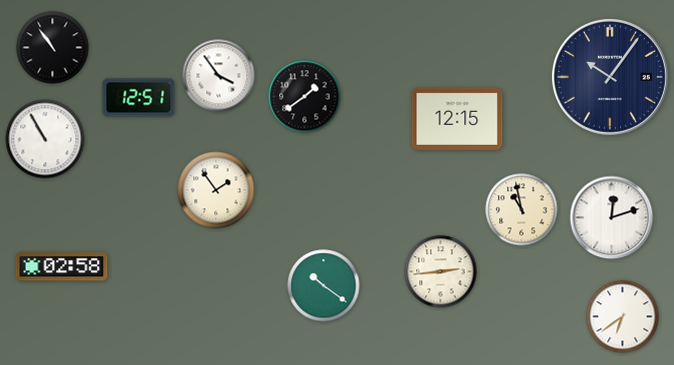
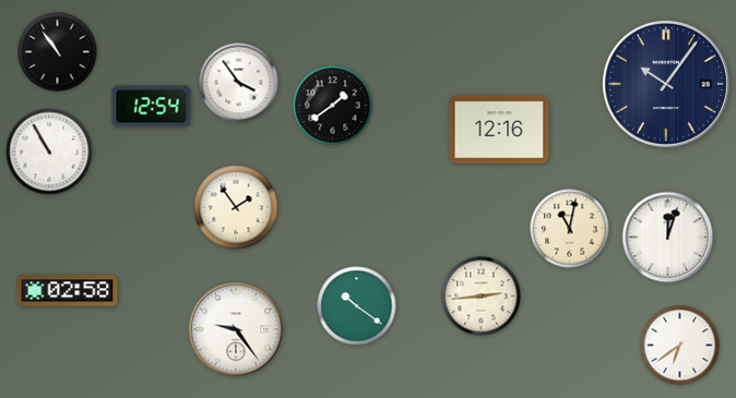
clock at (139, 98): 12:51 -> 12:54
clock at (457, 119): 12:15 -> 12:16
clock at (522, 210): 10:58 -> 11:02
clock at (612, 218): 12:12 -> 12:03
clock at (324, 286) position: (324, 286) -> (357, 306)
clock at (236, 329): none -> 9:24
